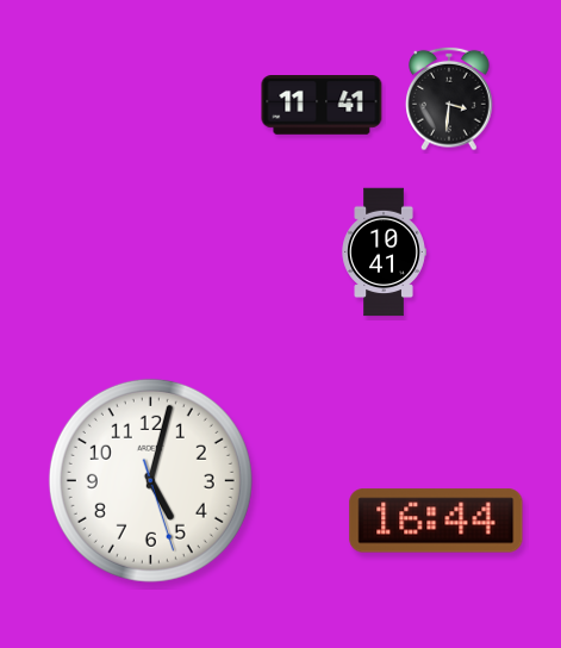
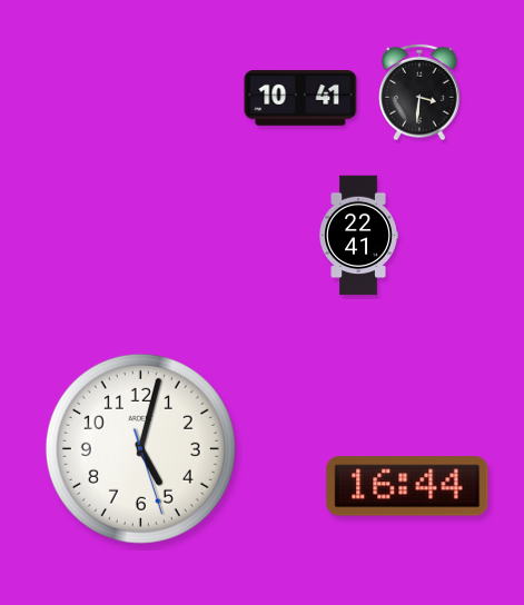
clock at (322, 106): 11:41 -> 10:41
clock at (384, 253): 10:41 -> 22:41
